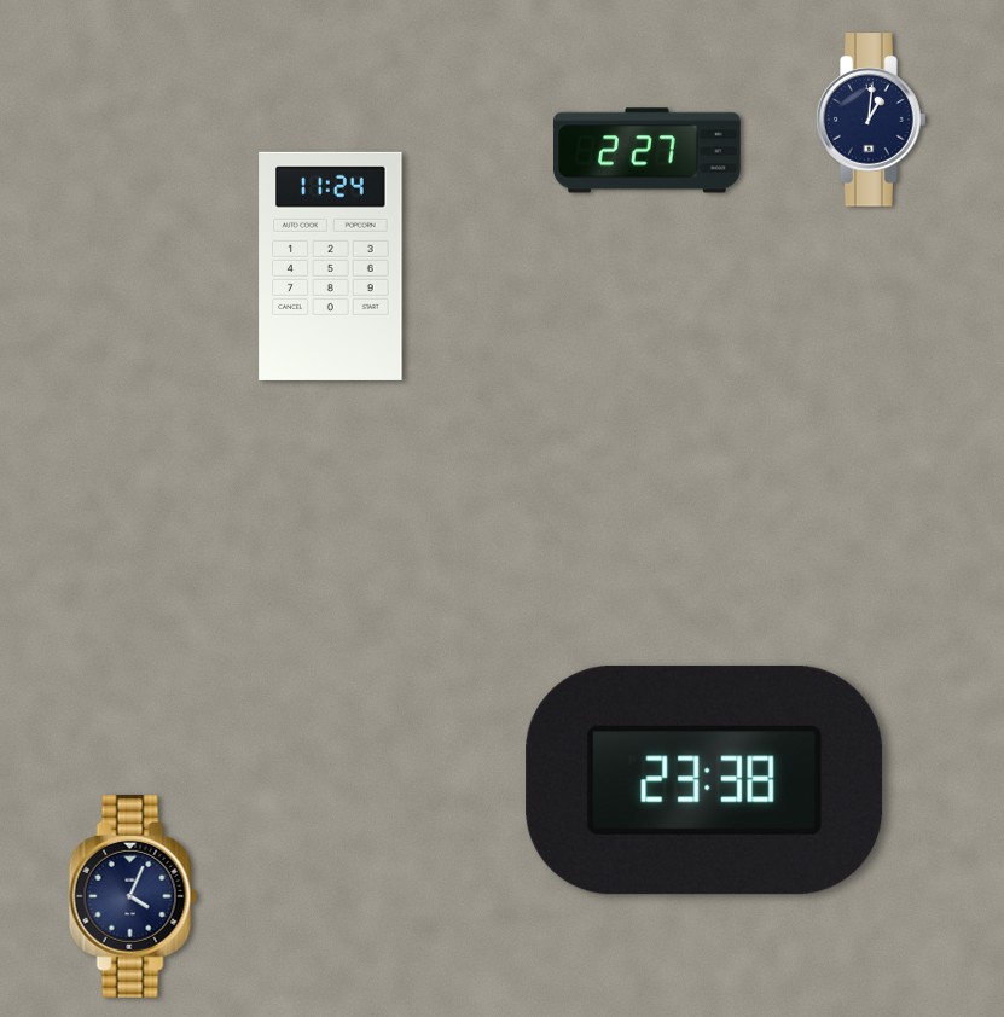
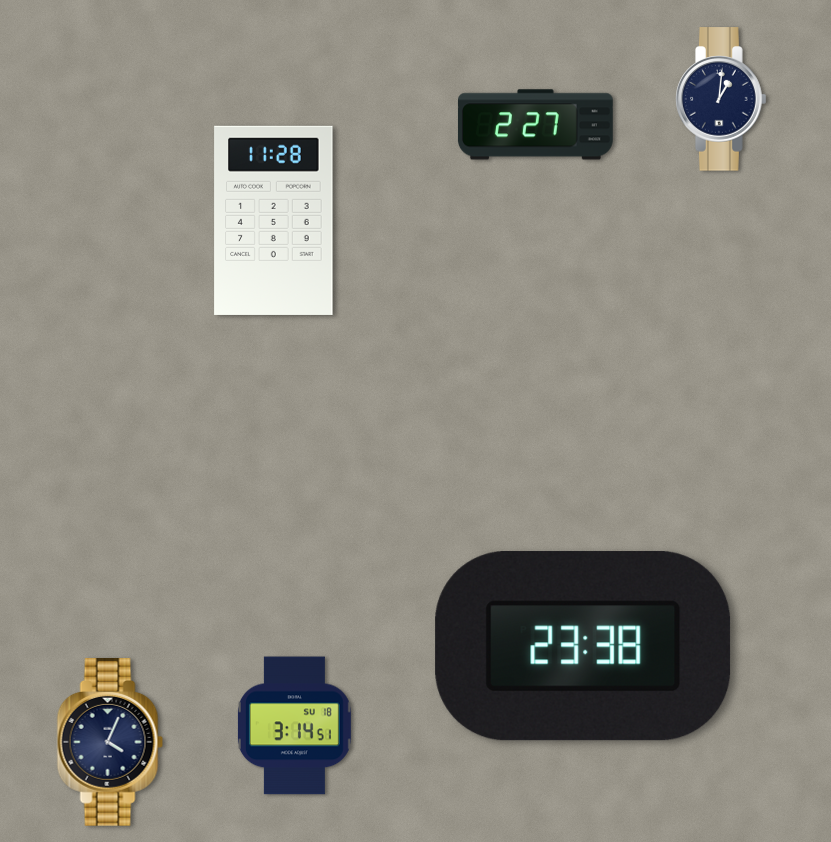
clock at (331, 266): 11:24 -> 11:28
clock at (294, 726): none -> 3:14
